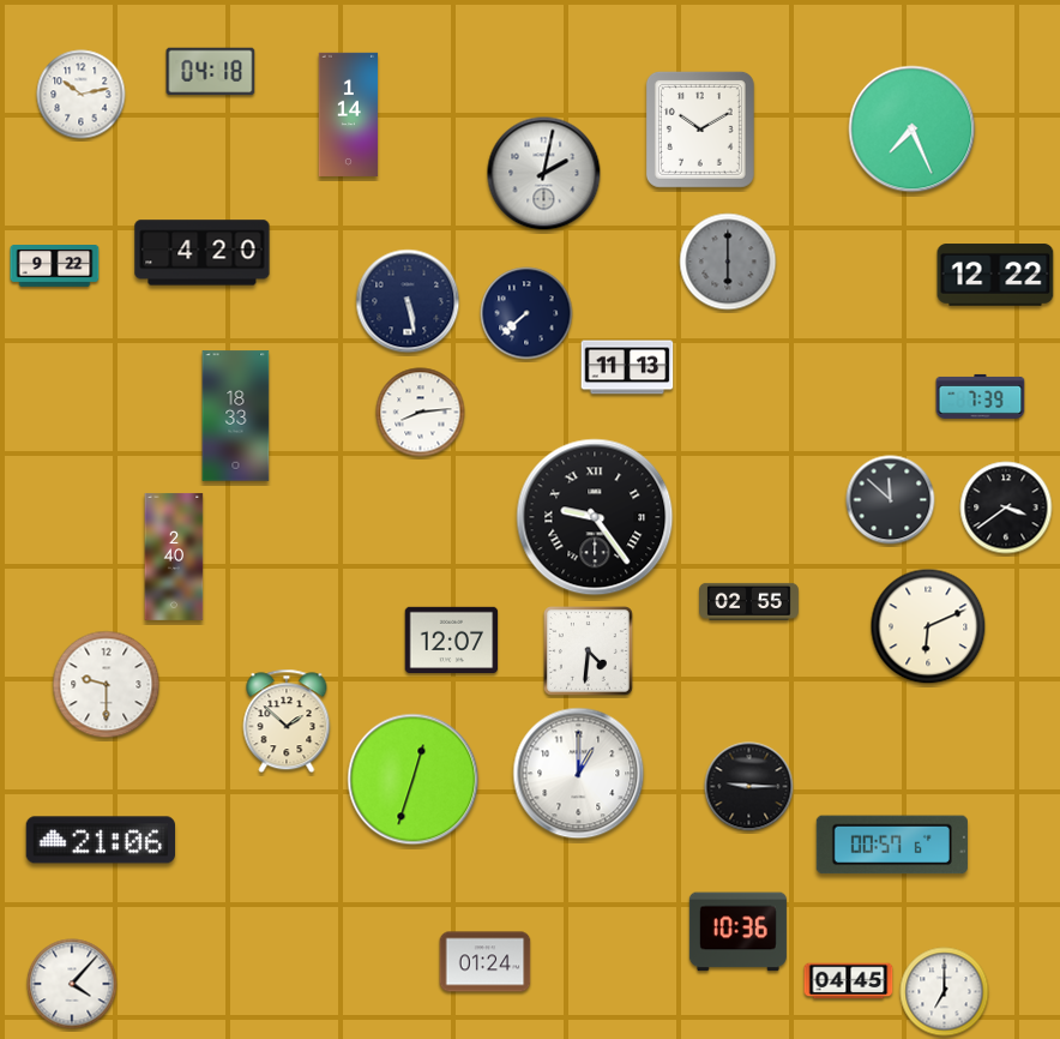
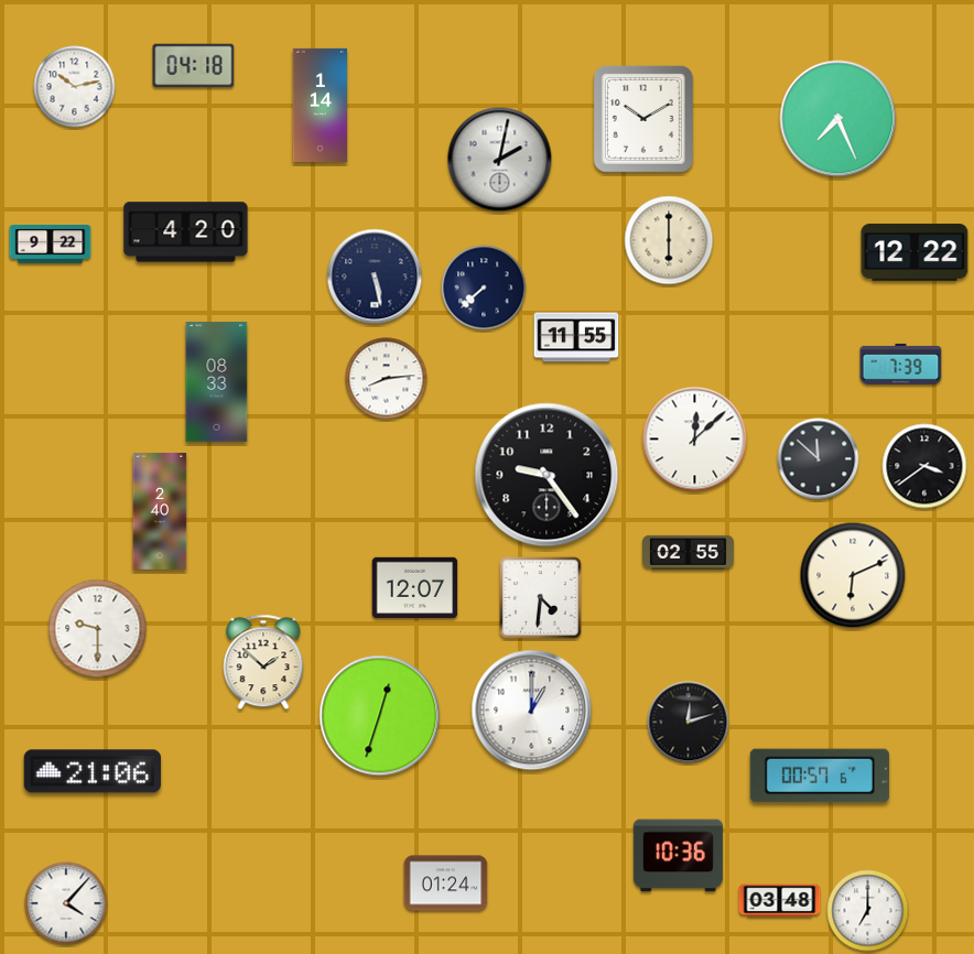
clock at (728, 262) dial: grey -> cream
clock at (627, 367): 11:13 -> 11:55
clock at (236, 416): 18:33 -> 08:33
clock at (695, 440): none -> 12:08
clock at (595, 517) numerals: Roman -> Arabic
clock at (749, 787): 9:15 -> 12:12
clock at (849, 981): 04:45 -> 03:48
